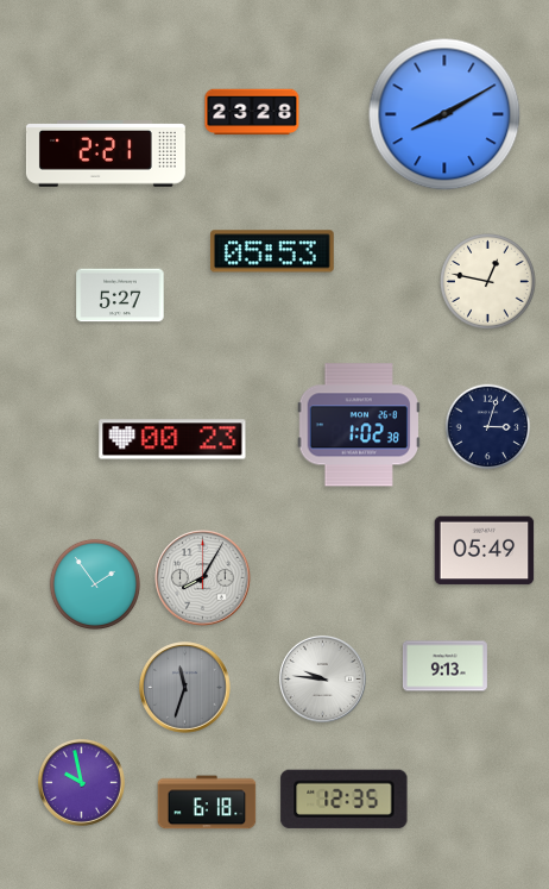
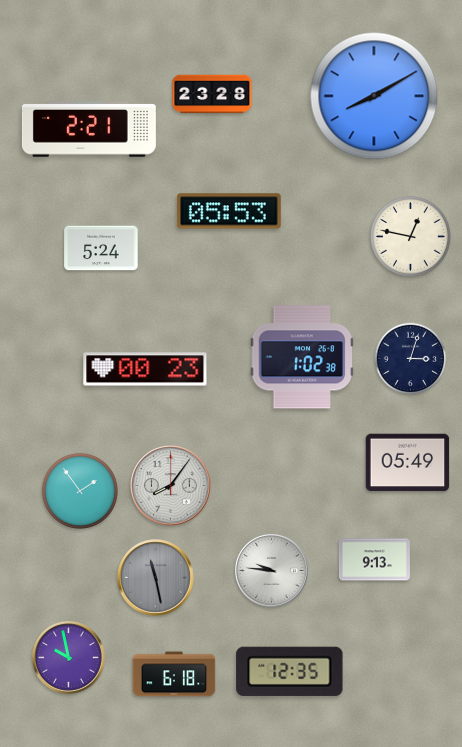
clock at (120, 295): 5:27 -> 5:24
clock at (203, 578): 8:05 -> 8:06
clock at (185, 688): 11:33 -> 11:28
